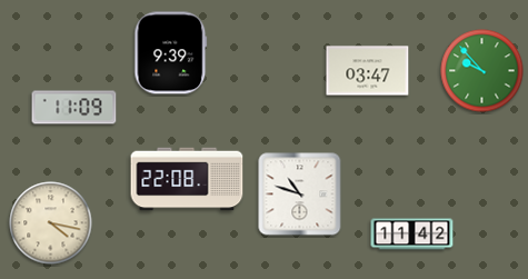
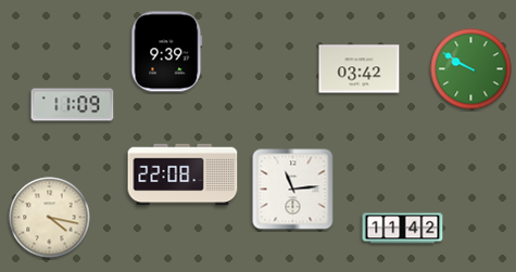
clock at (368, 71): 03:47 -> 03:42
clock at (482, 71): 9:53 -> 9:50
clock at (300, 195): 10:48 -> 11:14
